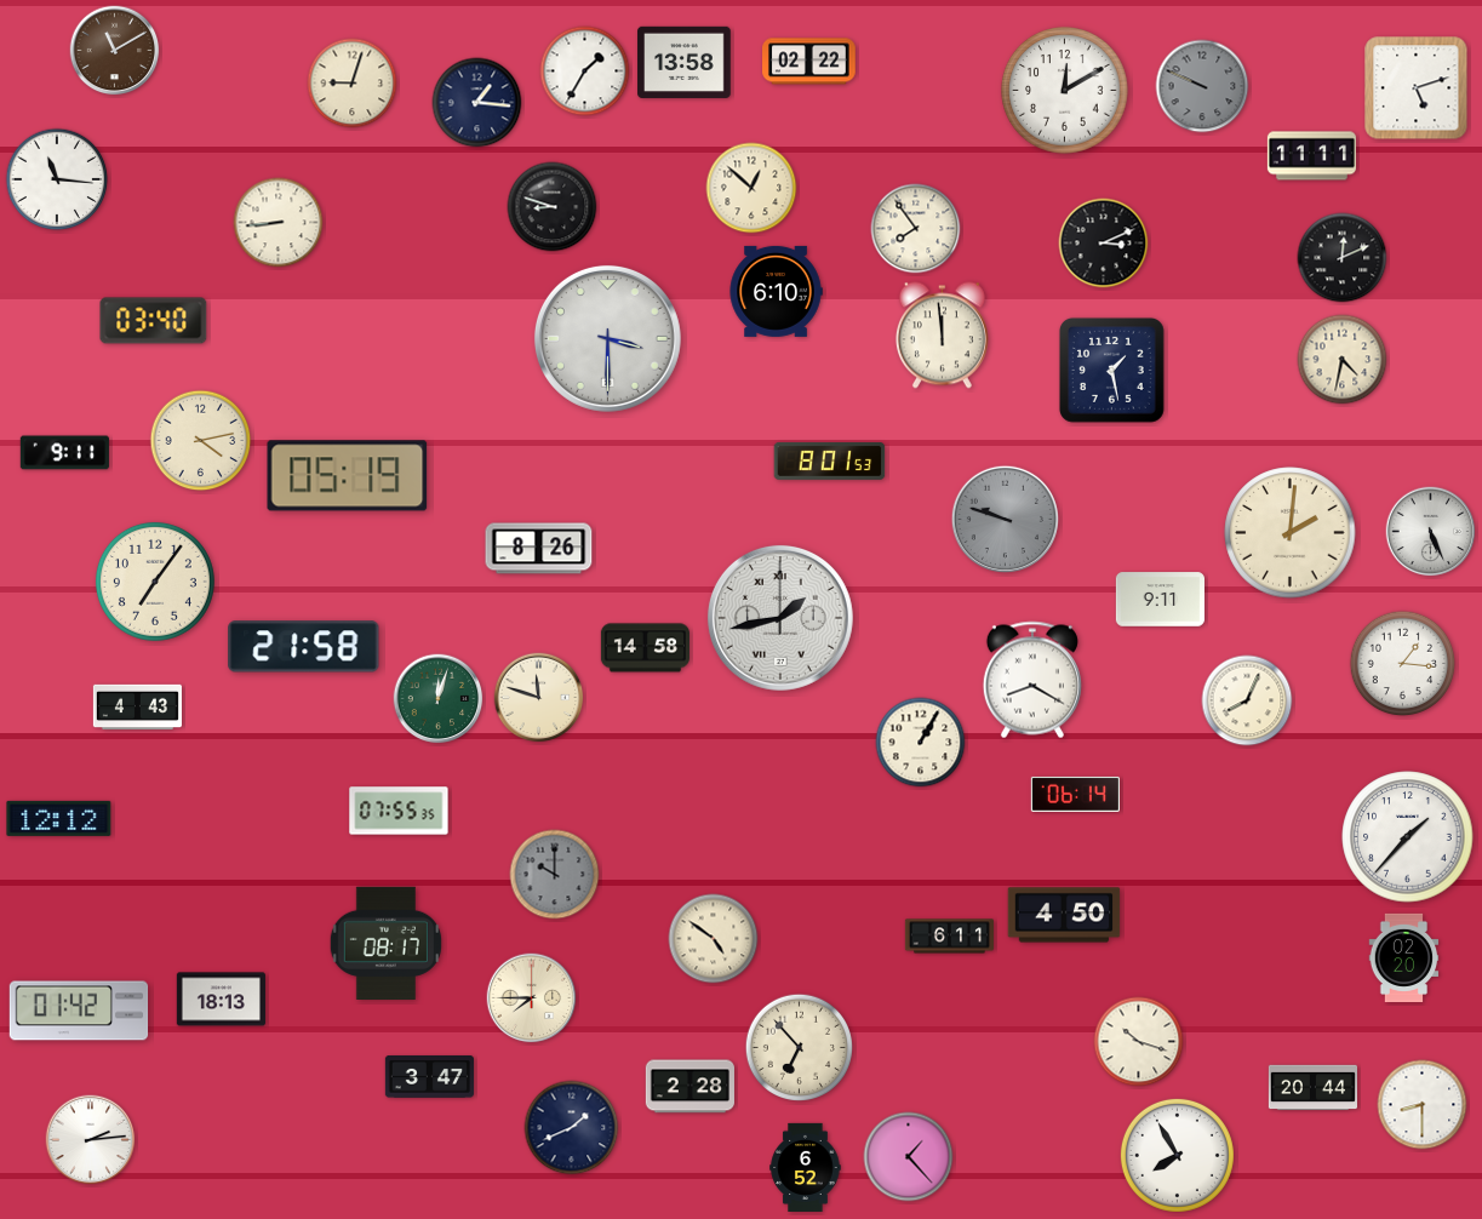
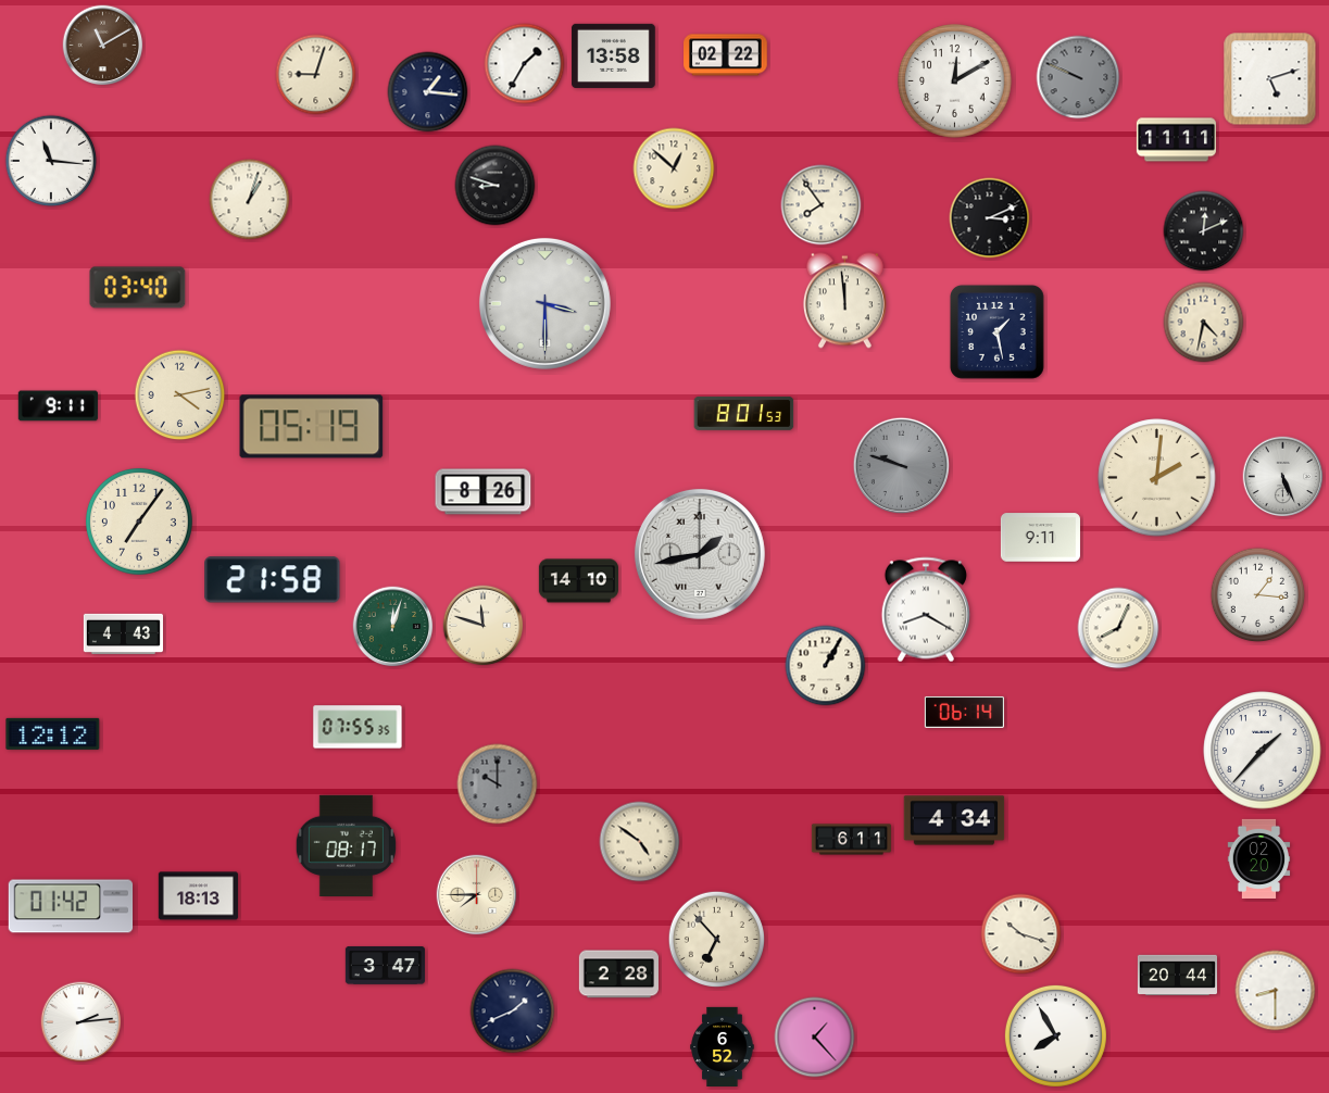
clock at (279, 223): 8:44 -> 1:03
clock at (776, 291): 6:10 -> none
clock at (645, 648): 14:58 -> 14:10
clock at (1064, 915): 4:50 -> 4:34
